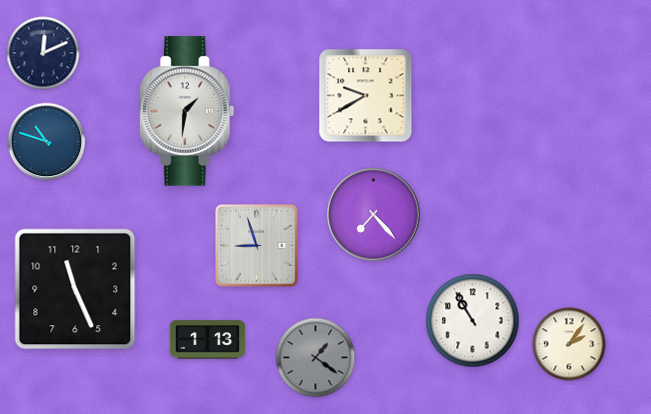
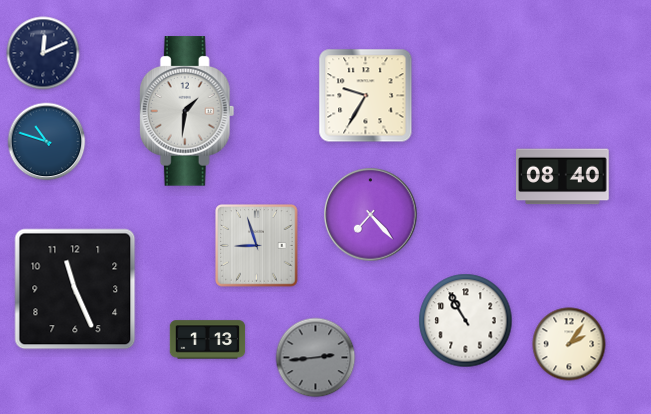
clock at (366, 96): 9:40 -> 9:35
clock at (563, 177): none -> 08:40
clock at (374, 215) position: (374, 215) -> (371, 215)
clock at (473, 321) position: (473, 321) -> (466, 321)
clock at (316, 358): 1:21 -> 2:44
